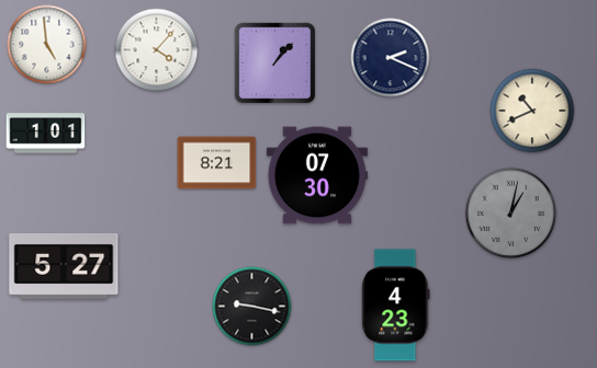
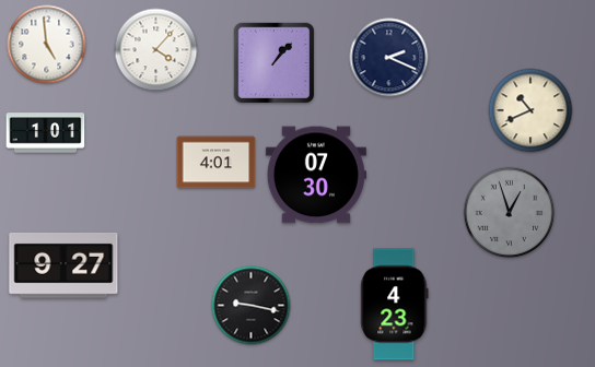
clock at (217, 163): 8:21 -> 4:01
clock at (511, 214): 1:02 -> 12:57
clock at (64, 266): 5:27 -> 9:27
